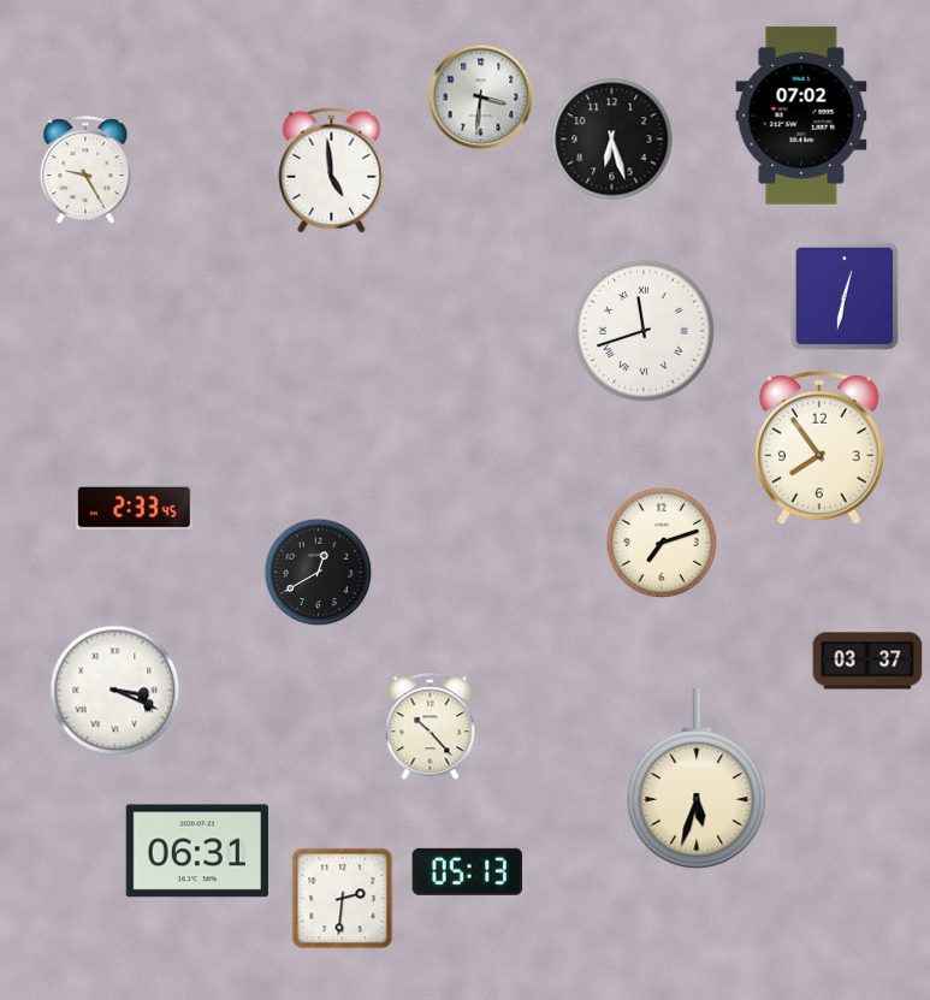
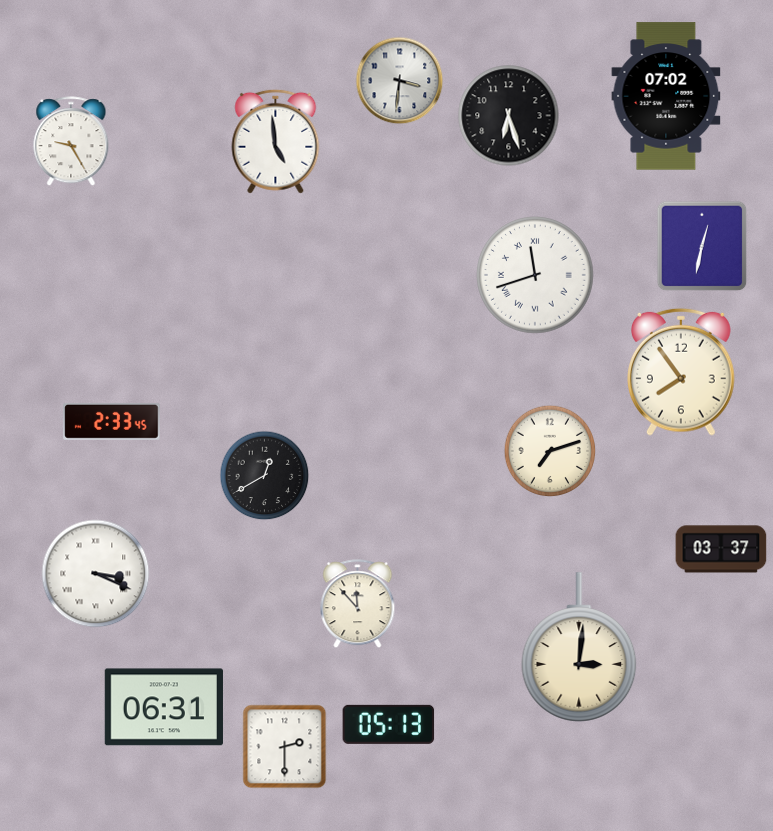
clock at (431, 727): 10:23 -> 11:53
clock at (697, 779): 5:33 -> 3:01
clock at (343, 899): 2:31 -> 2:30
